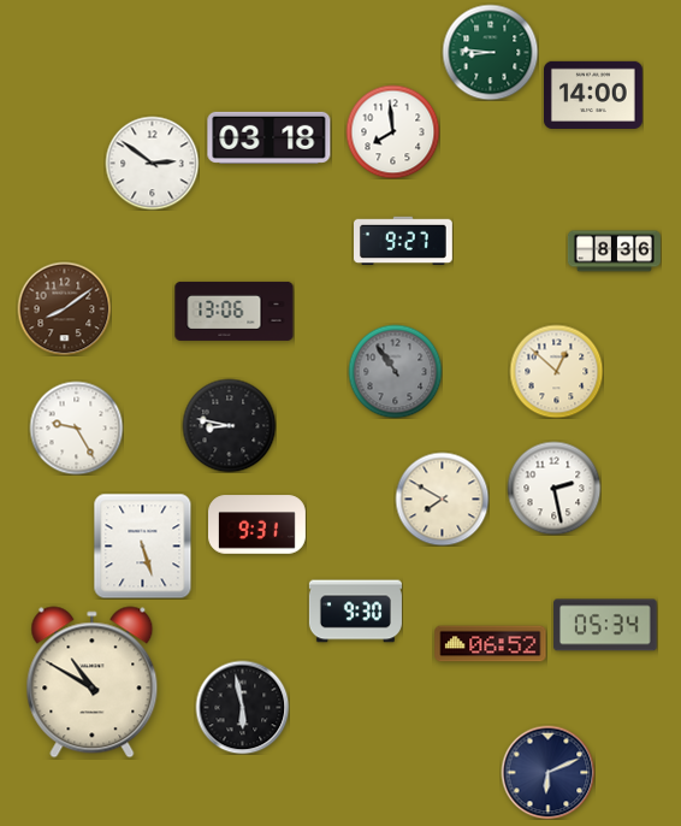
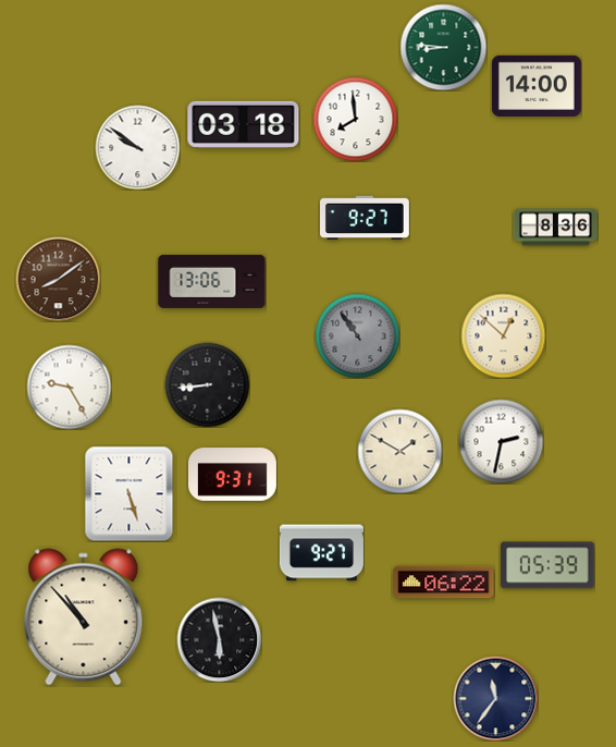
clock at (152, 163): 2:51 -> 9:51
clock at (229, 425): 8:47 -> 8:44
clock at (553, 488): 2:28 -> 2:32
clock at (442, 498): 7:50 -> 1:50
clock at (355, 612): 9:30 -> 9:27
clock at (605, 625): 05:34 -> 05:39
clock at (491, 644): 06:52 -> 06:22
clock at (93, 683): 10:50 -> 10:53
clock at (547, 772): 6:11 -> 11:36
